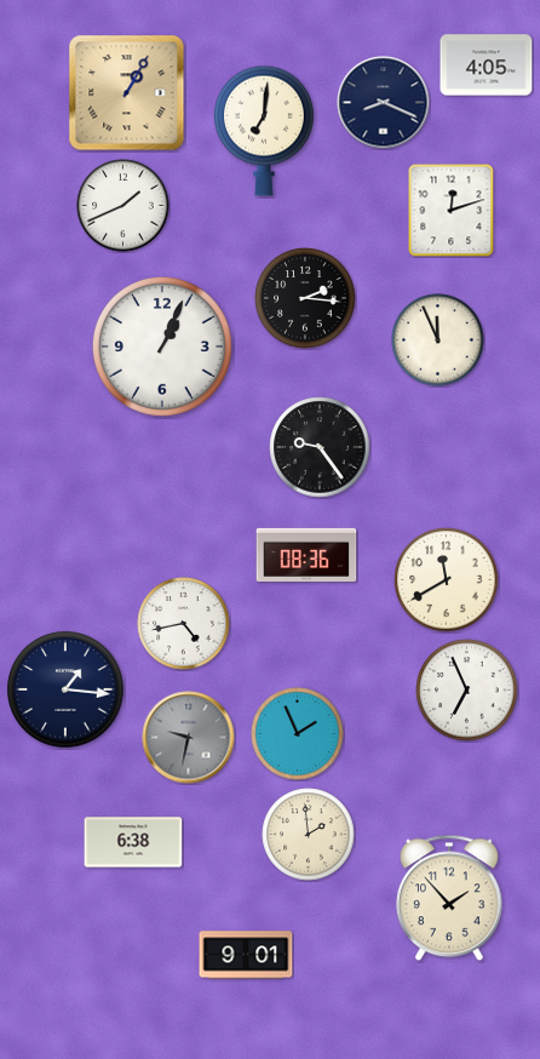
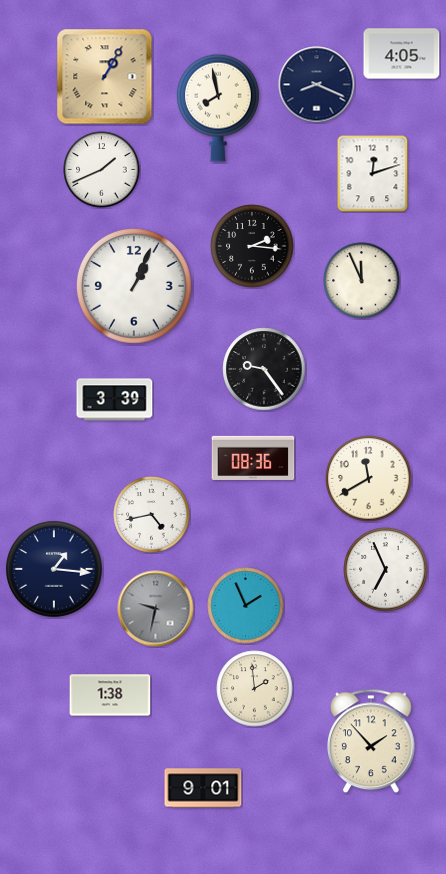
clock at (264, 131): 7:01 -> 7:58
clock at (115, 400): none -> 3:39
clock at (133, 842): 6:38 -> 1:38
